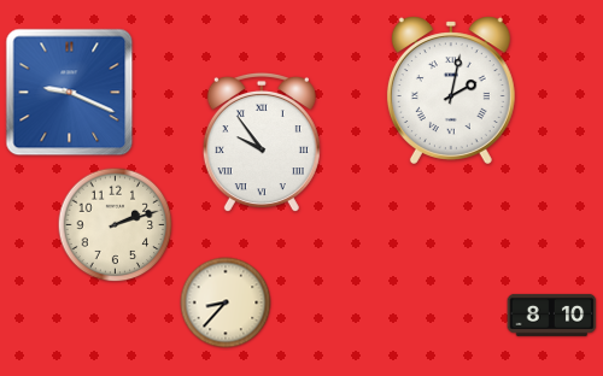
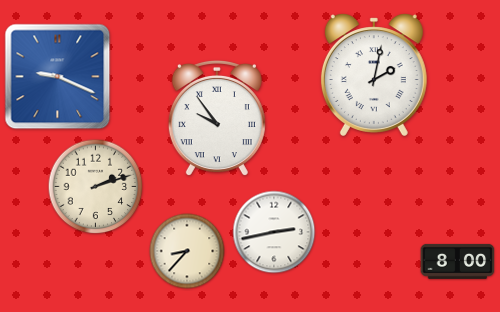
clock at (274, 232): none -> 2:43
clock at (552, 315): 8:10 -> 8:00
